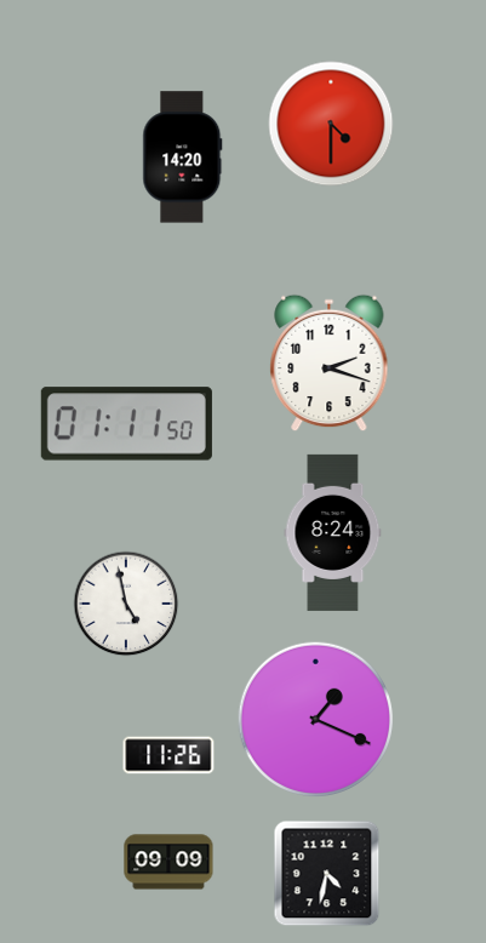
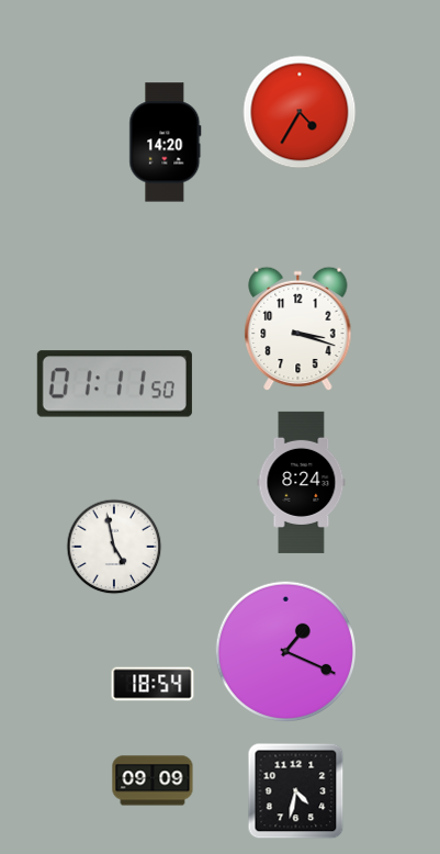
clock at (331, 124): 4:30 -> 4:35
clock at (330, 364): 2:18 -> 3:18
clock at (168, 755): 11:26 -> 18:54
